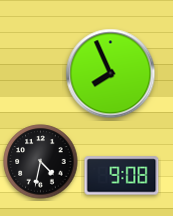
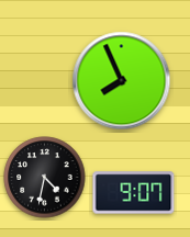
clock at (122, 176): 9:08 -> 9:07
